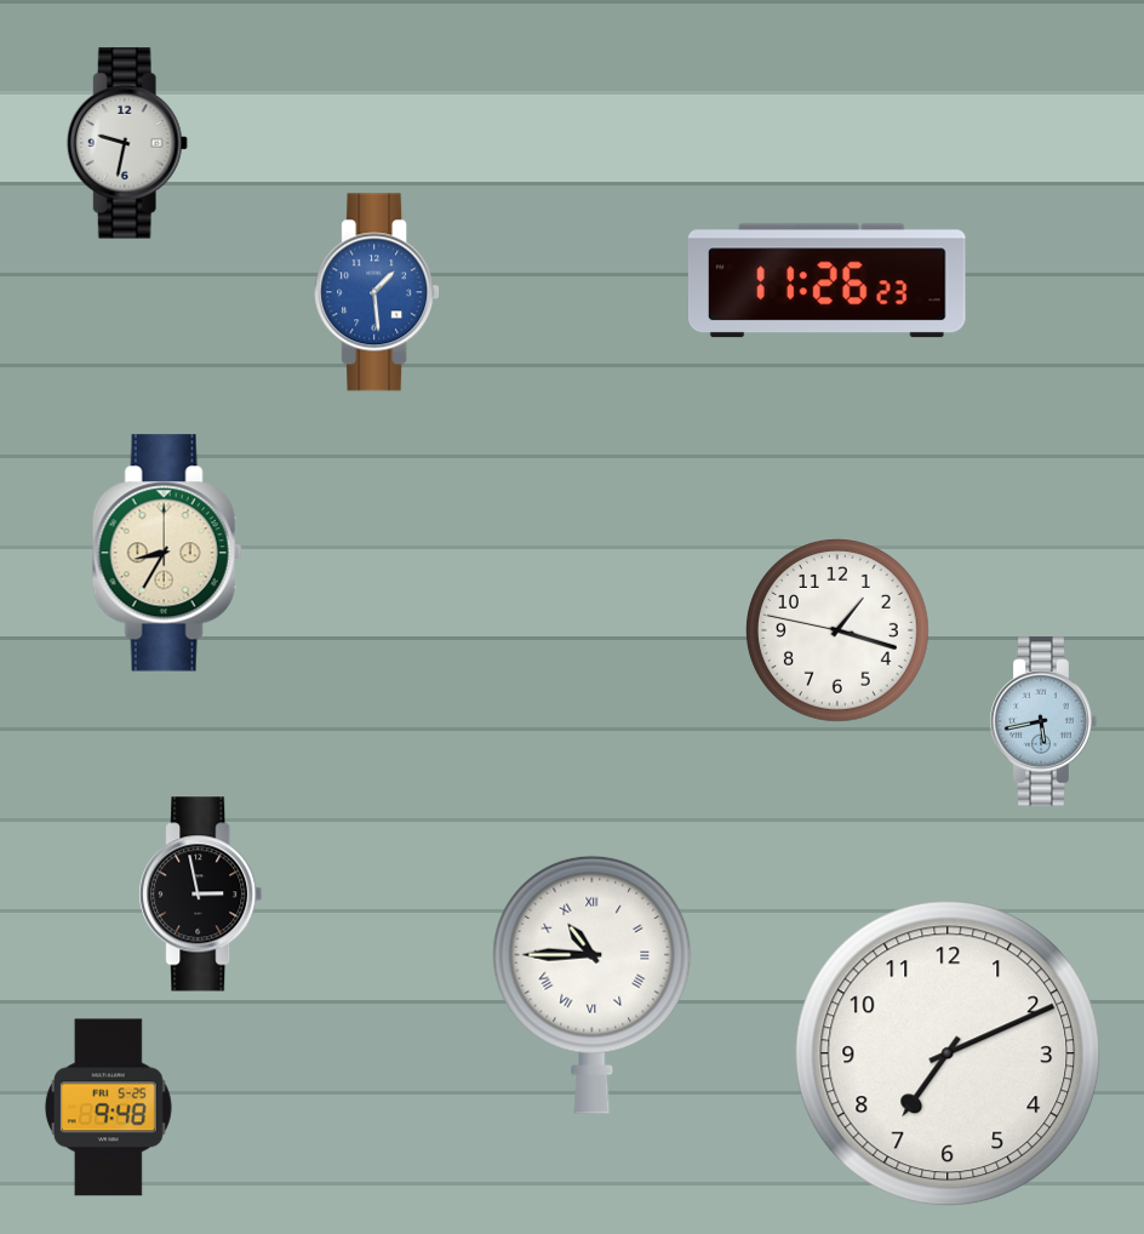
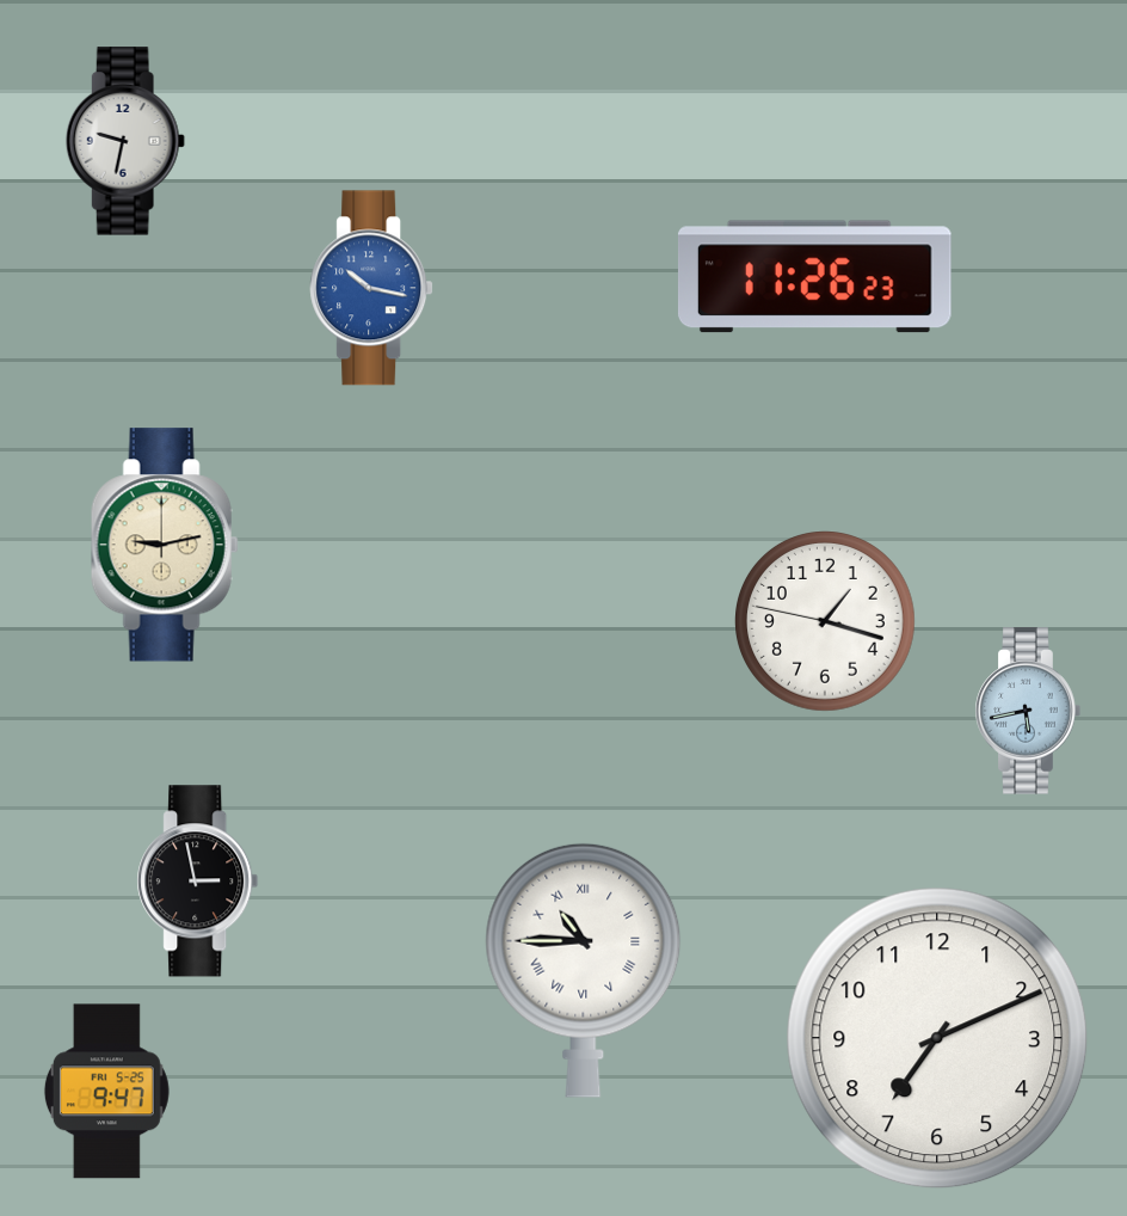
clock at (377, 292): 1:29 -> 10:17
clock at (167, 553): 8:35 -> 9:13
clock at (948, 1053) position: (948, 1053) -> (937, 1038)
clock at (108, 1108): 9:48 -> 9:47
